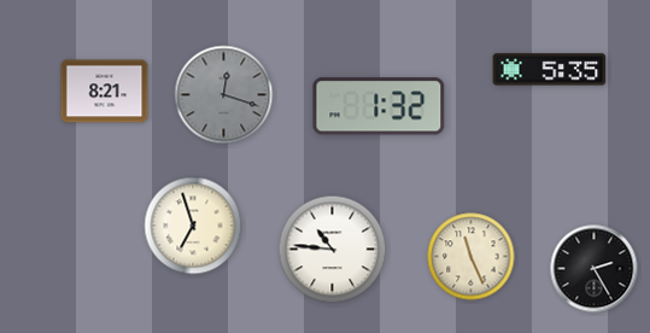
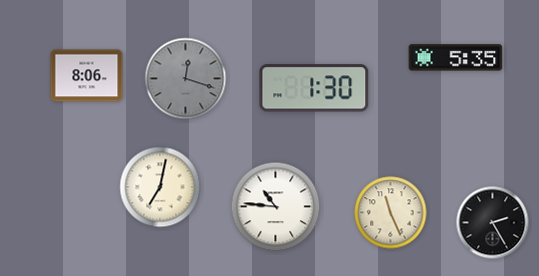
clock at (105, 92): 8:21 -> 8:06
clock at (379, 106): 1:32 -> 1:30
clock at (193, 226): 6:57 -> 7:02
